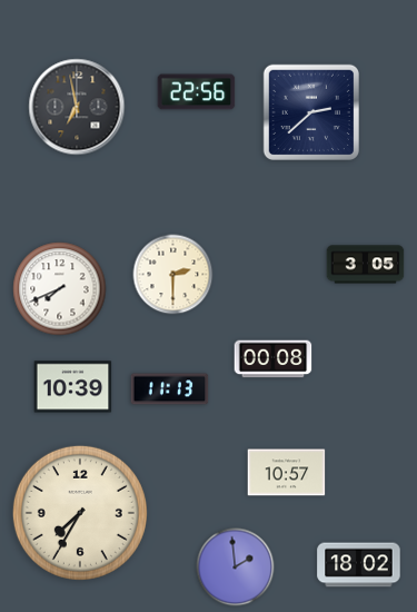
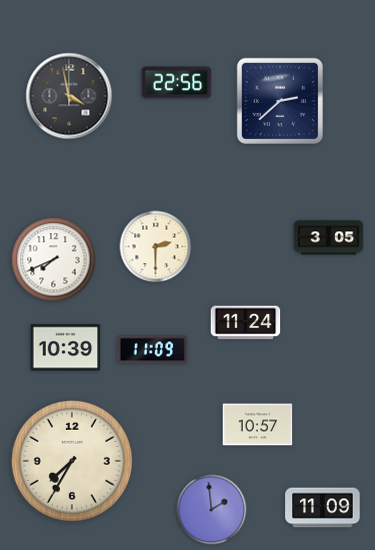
clock at (77, 107): 6:58 -> 3:58
clock at (274, 359): 00:08 -> 11:24
clock at (170, 389): 11:13 -> 11:09
clock at (359, 565): 18:02 -> 11:09
